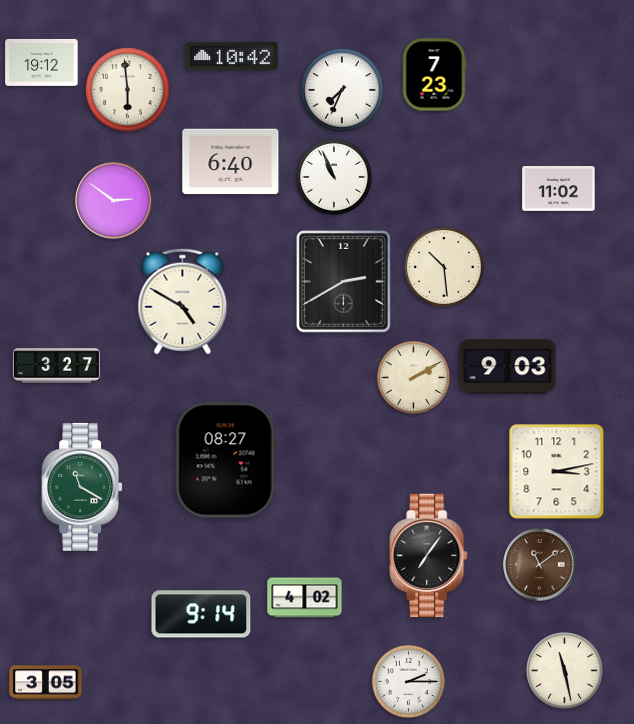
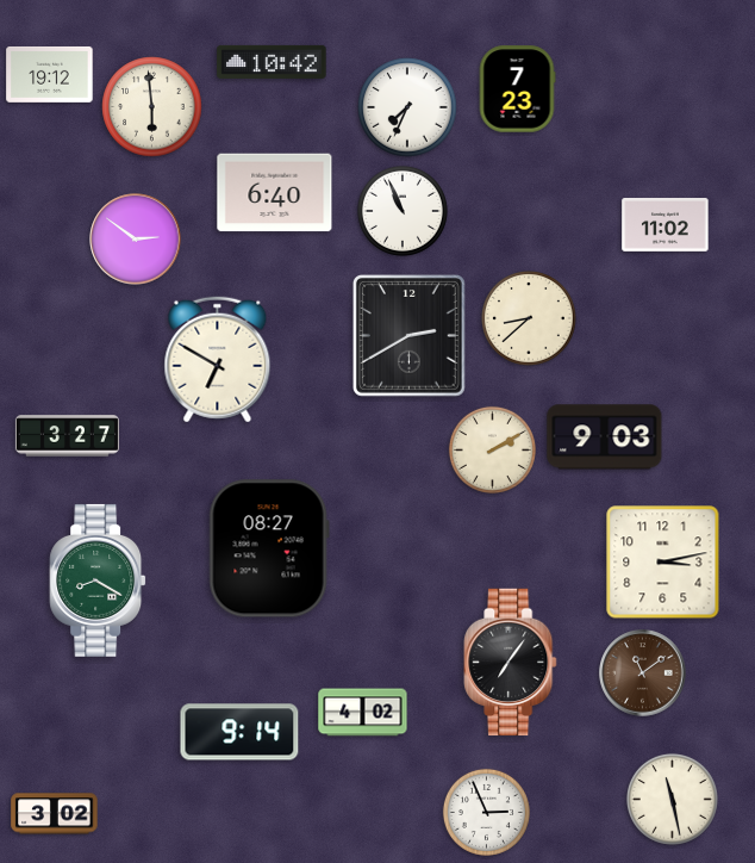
clock at (232, 56) position: (232, 56) -> (272, 62)
clock at (334, 177) position: (334, 177) -> (403, 211)
clock at (444, 267): 10:29 -> 8:38
clock at (183, 302): 4:50 -> 6:50
clock at (82, 487): 11:20 -> 8:20
clock at (408, 681): 2:15 -> 2:56
clock at (46, 683): 3:05 -> 3:02
